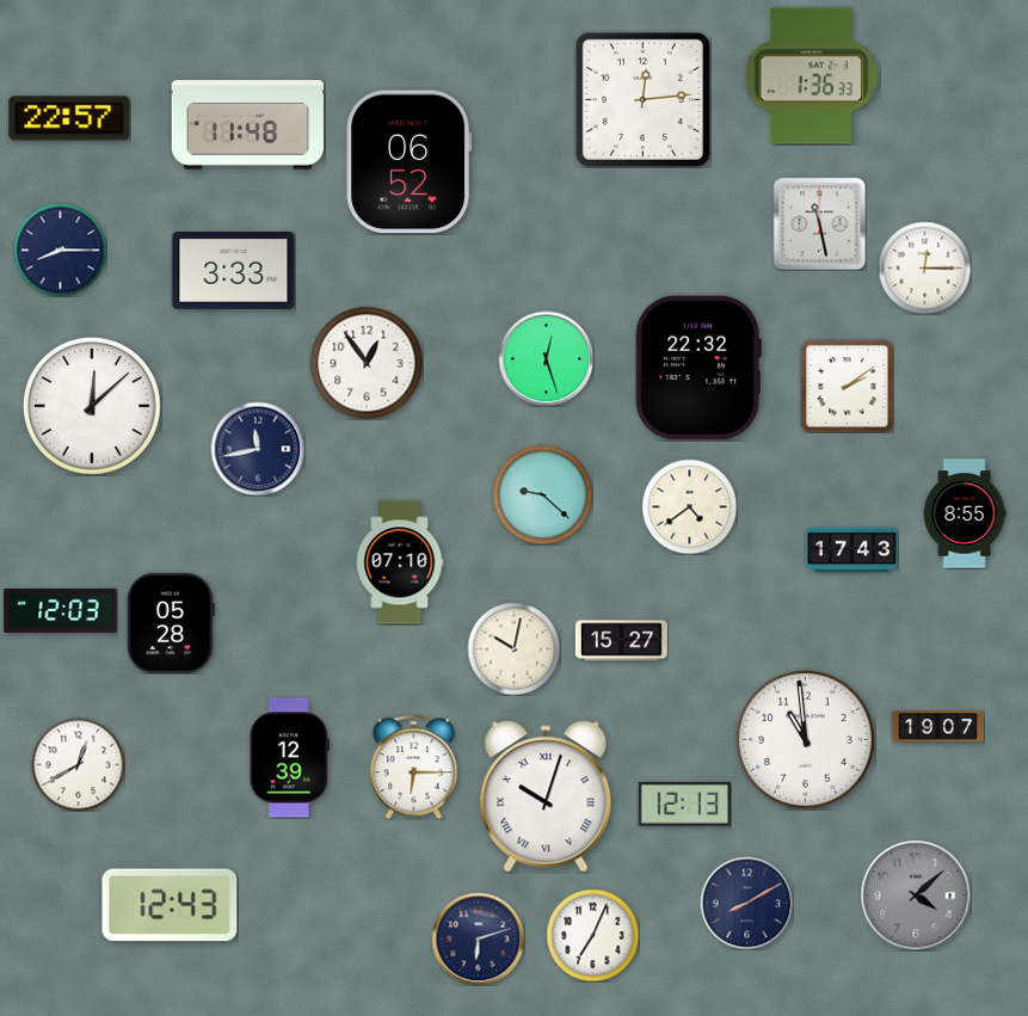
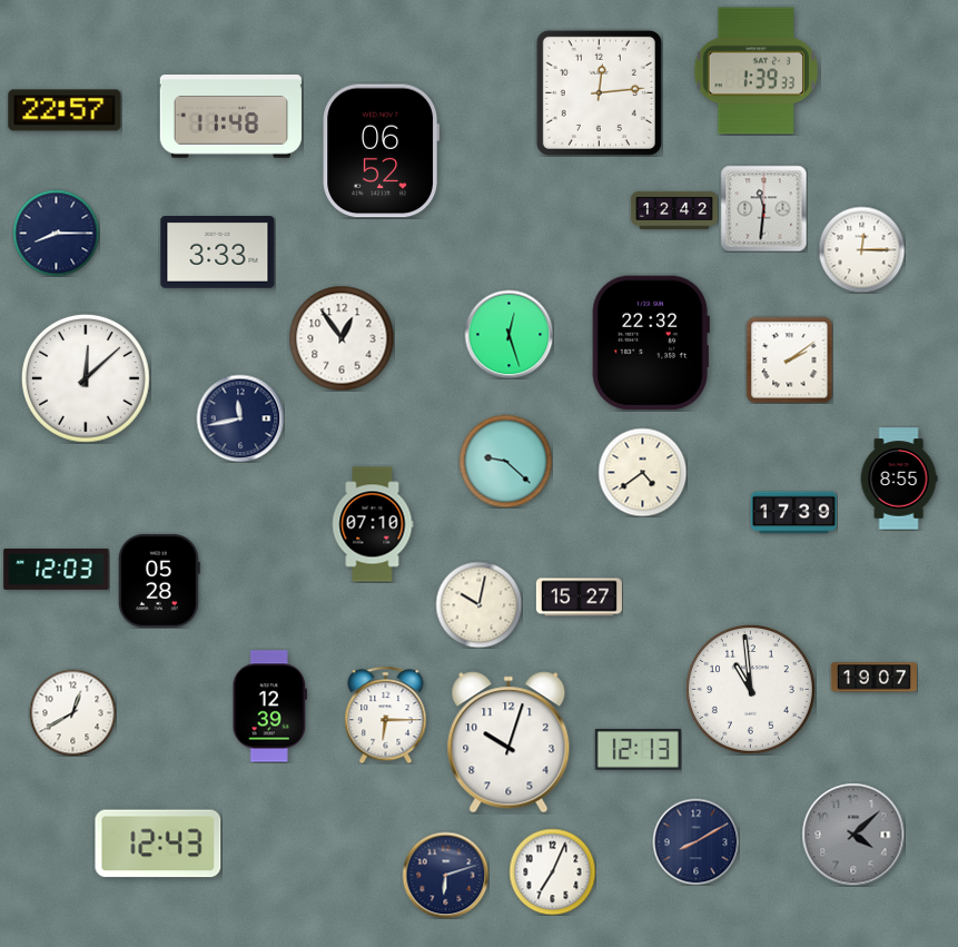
clock at (811, 76): 1:36 -> 1:39
clock at (819, 223): 11:28 -> 11:31
clock at (674, 210): none -> 12:42
clock at (851, 550): 17:43 -> 17:39
clock at (546, 796) numerals: Roman -> Arabic
